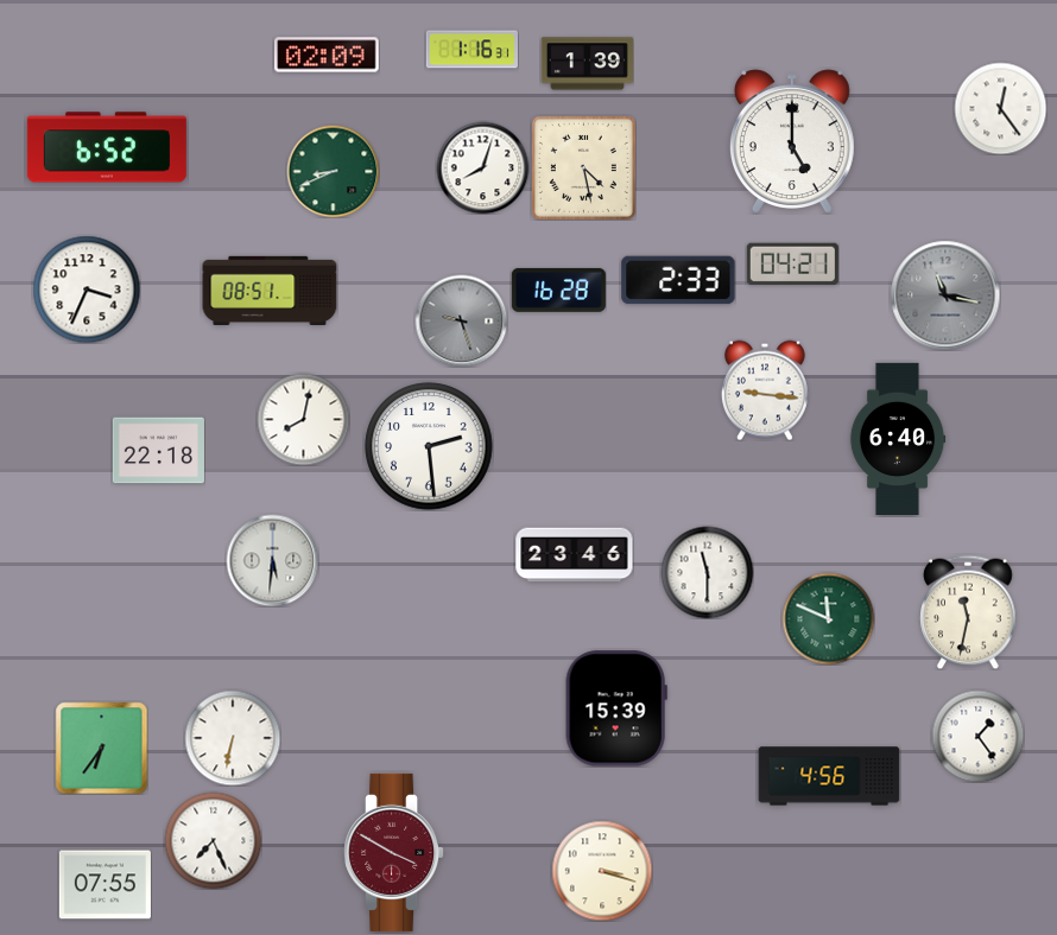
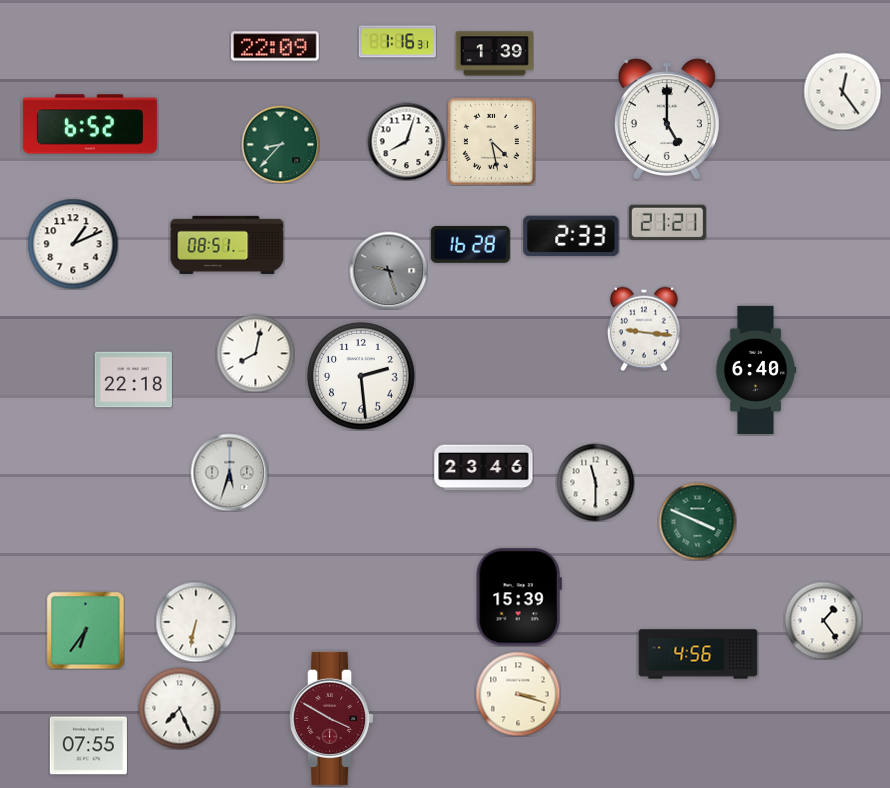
clock at (327, 55): 02:09 -> 22:09
clock at (333, 171): 8:41 -> 8:37
clock at (792, 265): 04:21 -> 21:21
clock at (87, 290): 3:34 -> 1:11
clock at (945, 295): 11:17 -> none
clock at (272, 560): 5:31 -> 5:33
clock at (968, 612): 11:32 -> none
clock at (828, 618): 11:49 -> 3:49
clock at (602, 871) position: (602, 871) -> (518, 694)
